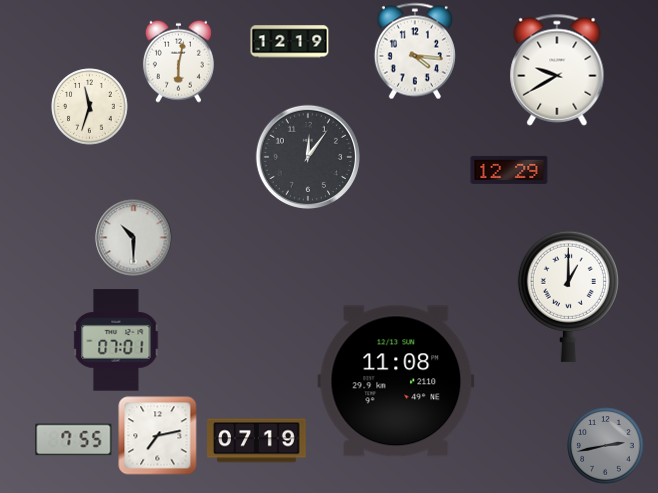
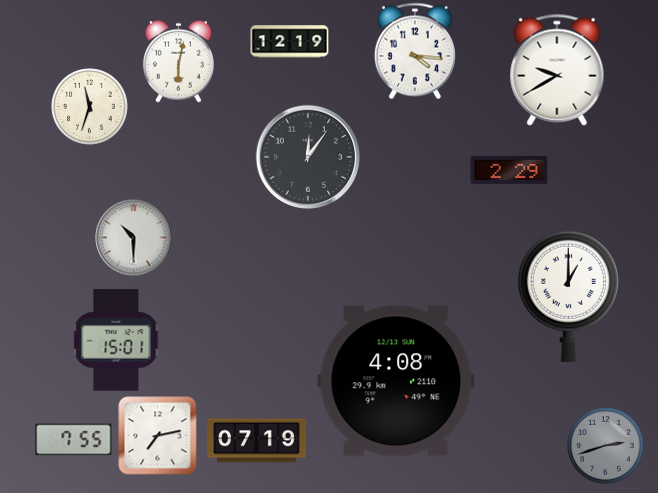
clock at (509, 170): 12:29 -> 2:29
clock at (116, 340): 07:01 -> 15:01
clock at (396, 381): 11:08 -> 4:08
clock at (606, 446): 2:43 -> 2:42
